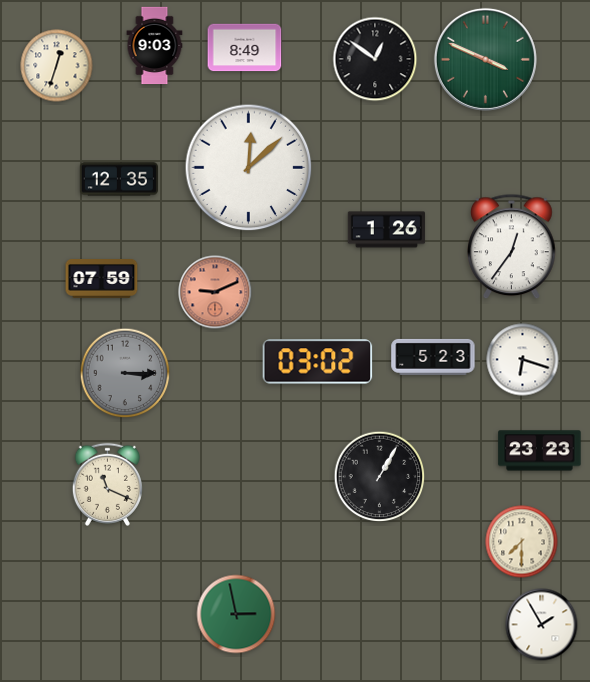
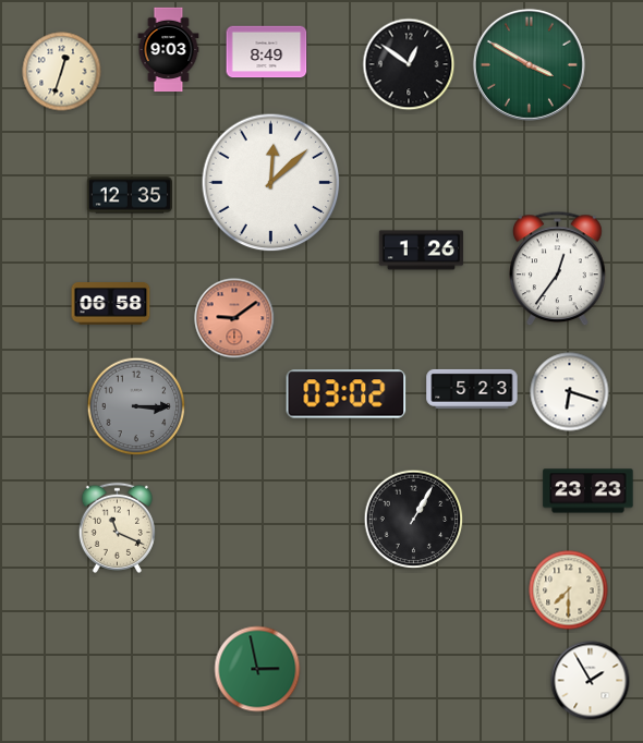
clock at (485, 59): 3:49 -> 3:50
clock at (102, 279): 07:59 -> 06:58
clock at (215, 292): 9:11 -> 9:09
